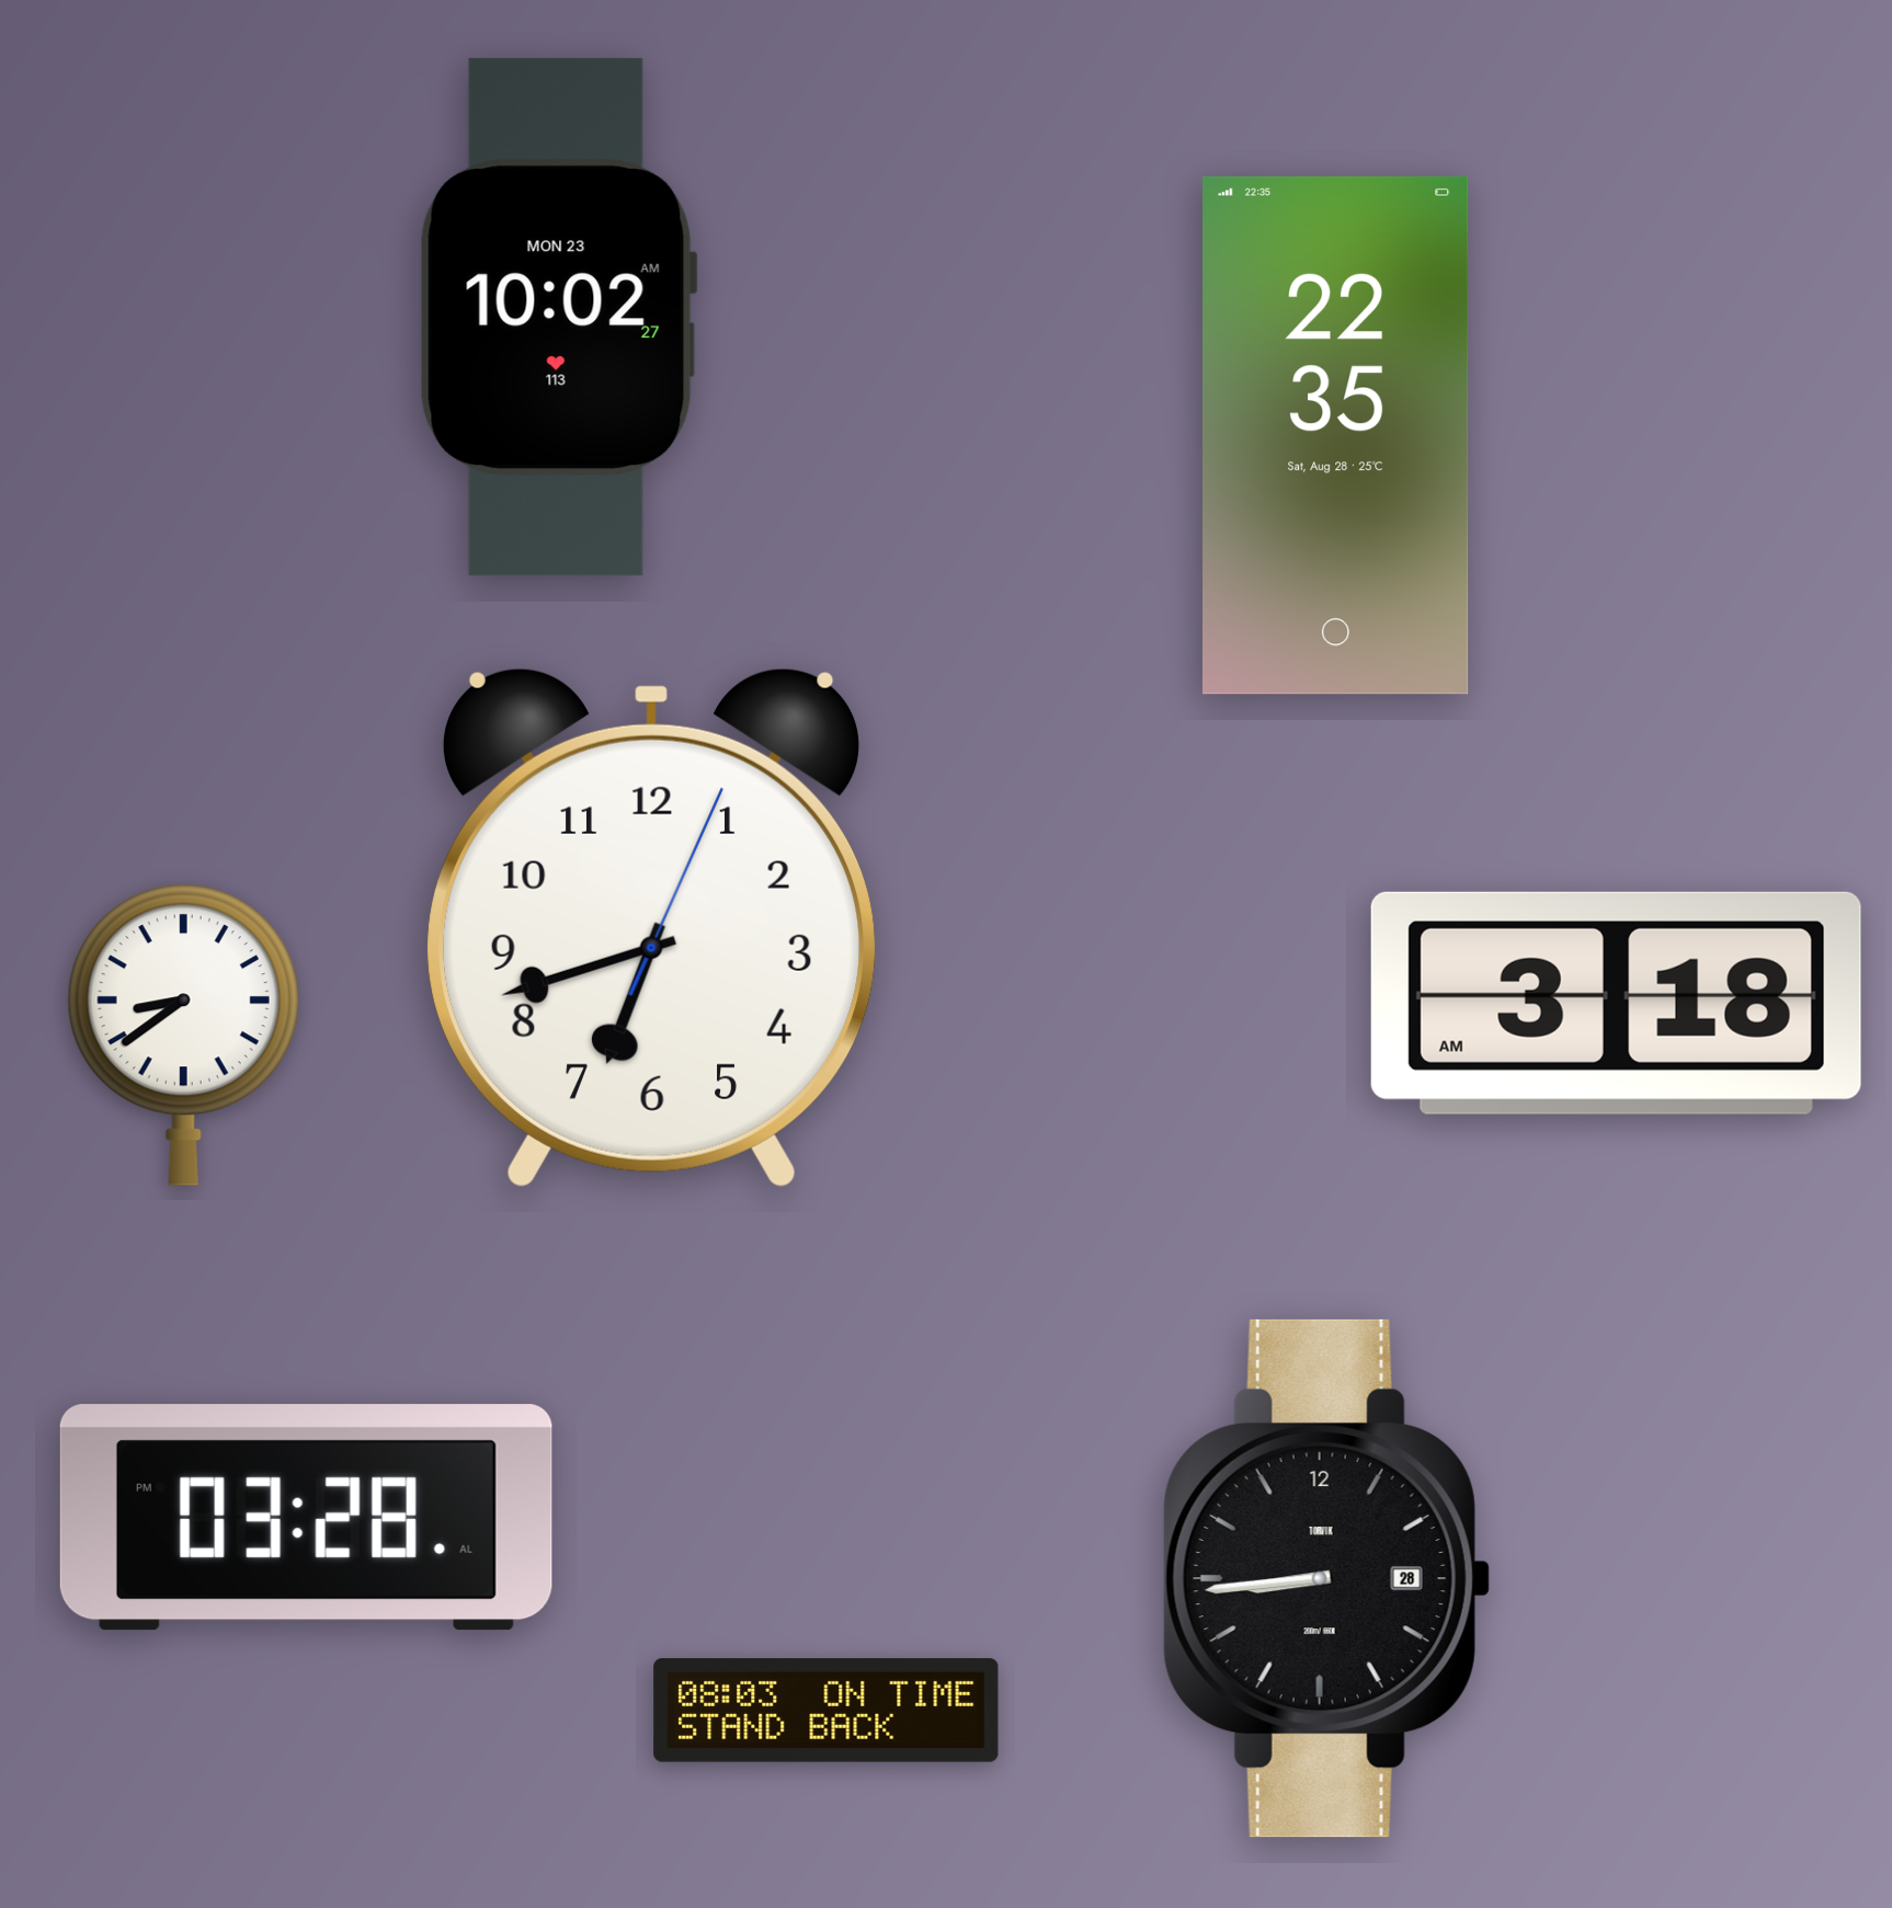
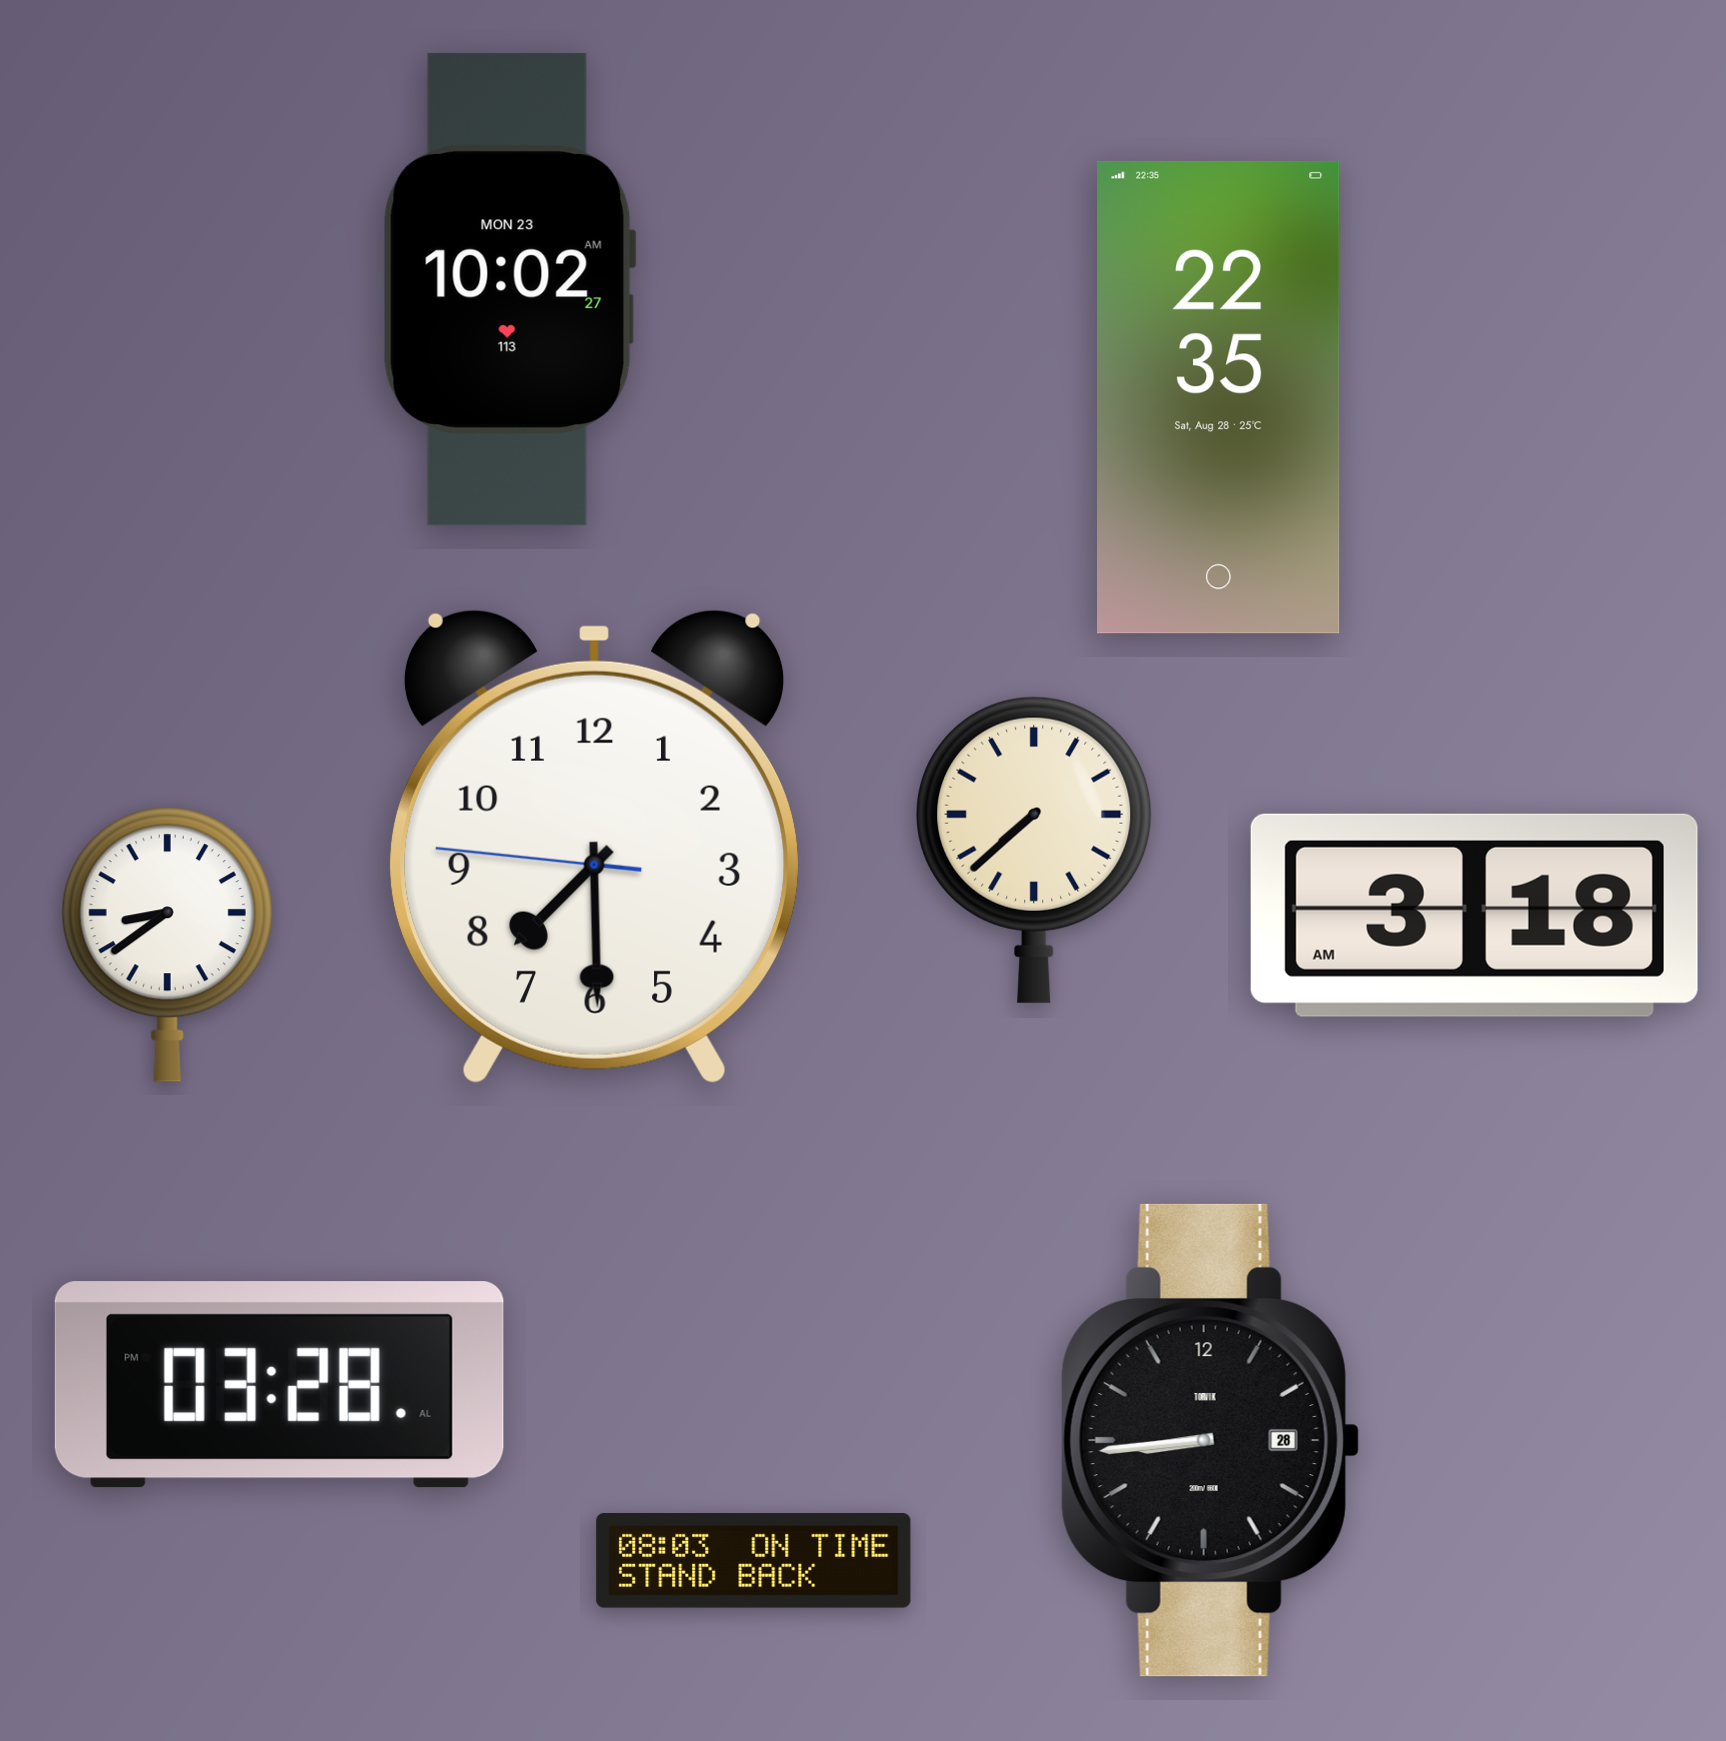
clock at (651, 927): 6:42 -> 7:29
clock at (1034, 850): none -> 7:38
